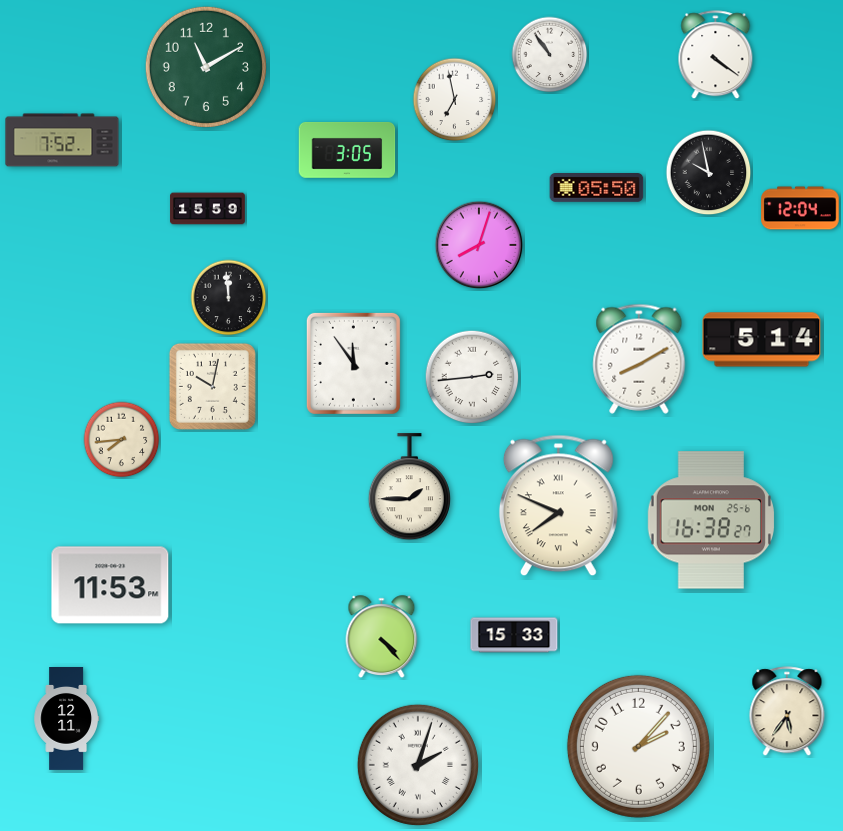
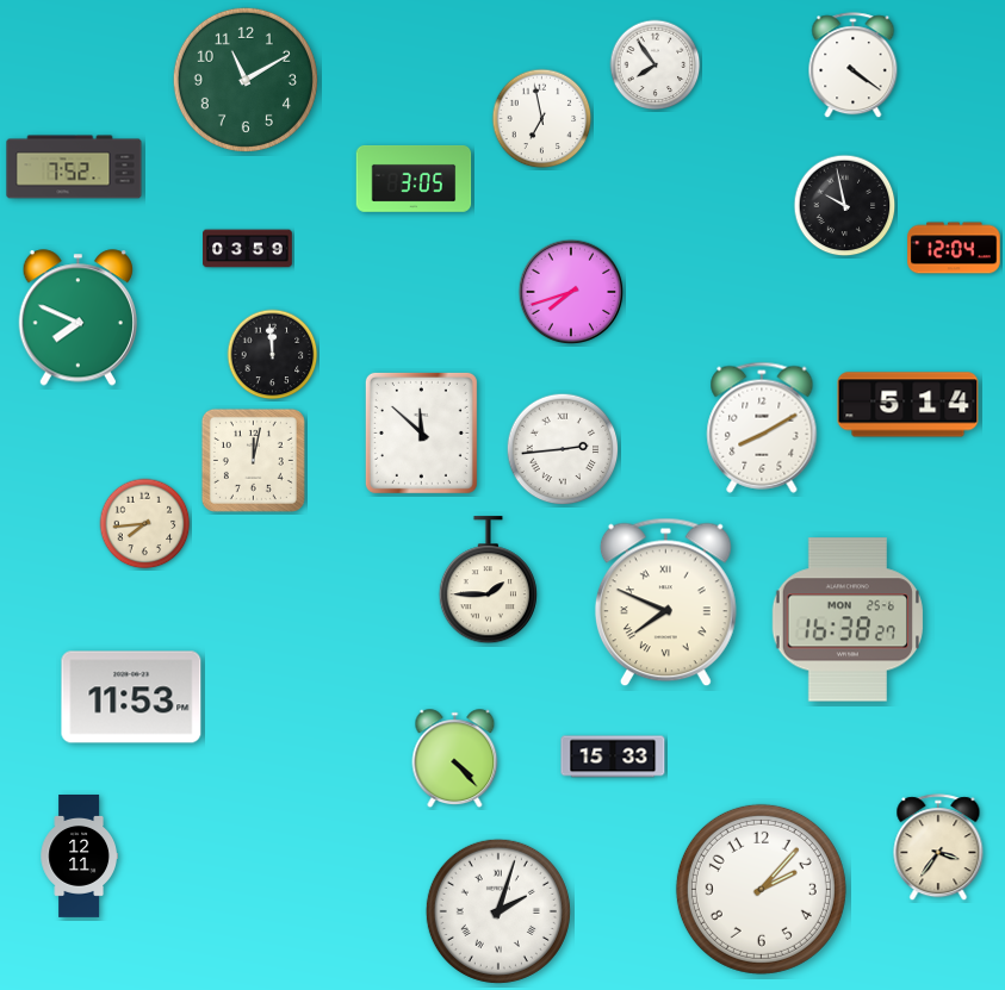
clock at (550, 55): 10:54 -> 7:54
clock at (597, 188): 05:50 -> none
clock at (208, 209): 15:59 -> 03:59
clock at (479, 245): 8:03 -> 7:42
clock at (77, 318): none -> 7:49
clock at (353, 363): 11:54 -> 11:52
clock at (212, 386): 10:02 -> 12:02
clock at (787, 712): 5:36 -> 3:36
